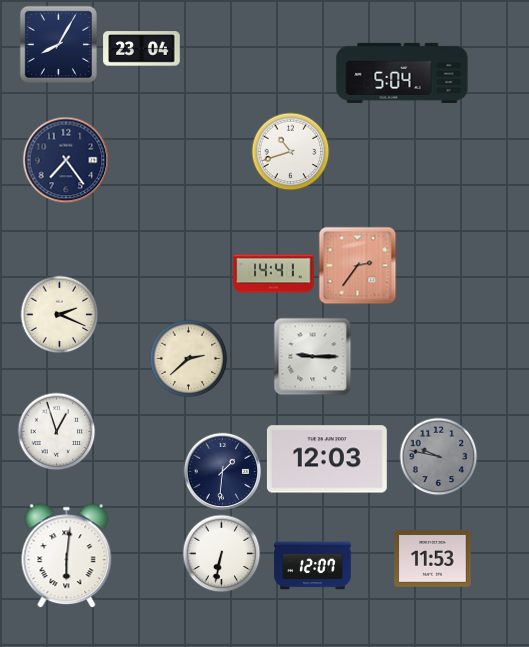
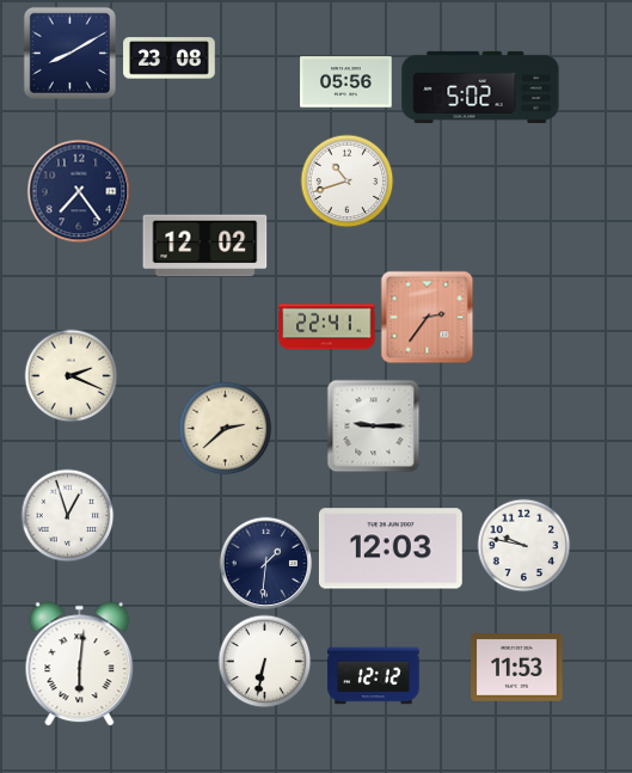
clock at (58, 44): 8:05 -> 8:10
clock at (142, 49): 23:04 -> 23:08
clock at (346, 82): none -> 05:56
clock at (402, 73): 5:04 -> 5:02
clock at (205, 246): none -> 12:02
clock at (274, 274): 14:41 -> 22:41
clock at (438, 456) dial: grey -> white
clock at (313, 566): 12:07 -> 12:12
